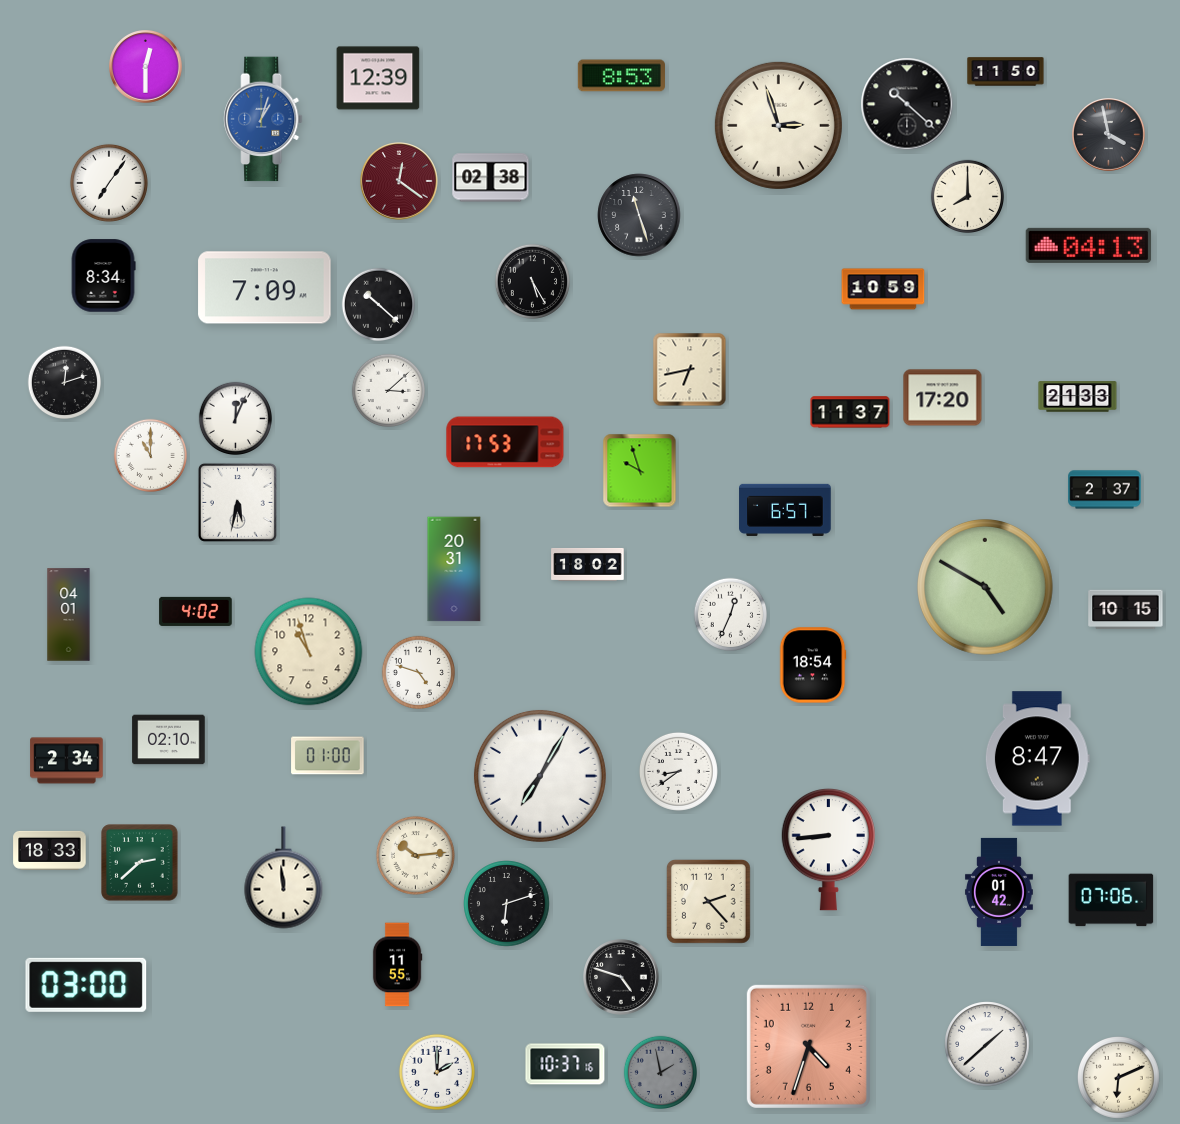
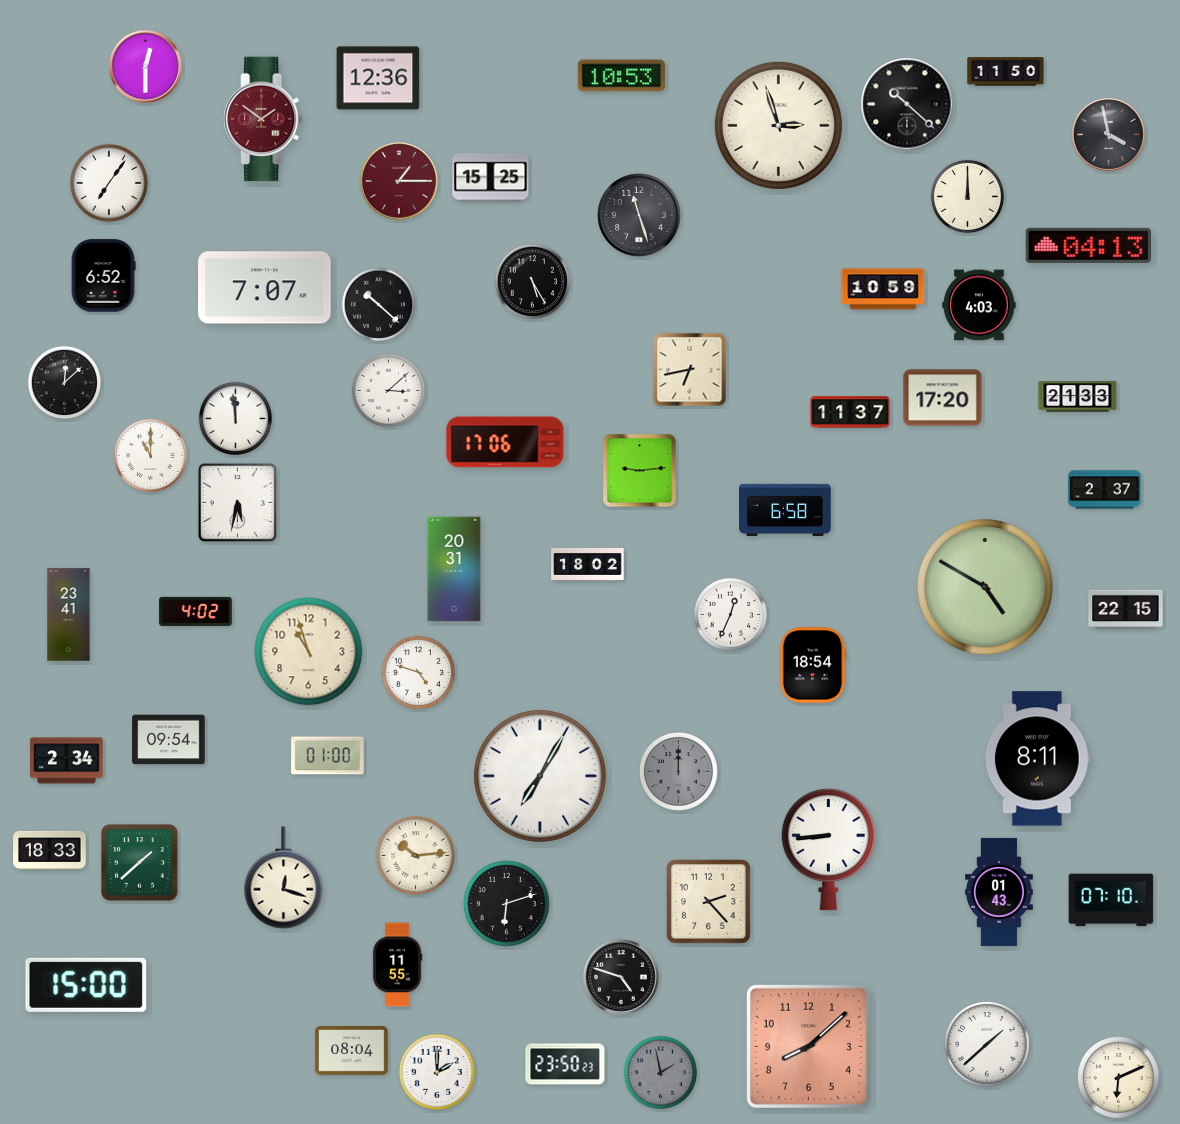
clock at (621, 76): 8:53 -> 10:53
clock at (378, 78): 12:39 -> 12:36
clock at (263, 119): 1:03 -> 1:51
clock at (263, 119) dial: blue -> burgundy
clock at (491, 178): 02:38 -> 15:25
clock at (399, 181): 12:21 -> 1:15
clock at (967, 196): 8:00 -> 12:00
clock at (103, 276): 8:34 -> 6:52
clock at (265, 288): 7:09 -> 7:07
clock at (979, 305): none -> 4:03
clock at (64, 382): 12:12 -> 12:08
clock at (235, 418): 12:04 -> 11:59
clock at (505, 442): 17:53 -> 17:06
clock at (640, 471): 9:57 -> 9:14
clock at (785, 510): 6:57 -> 6:58
clock at (1126, 610): 10:15 -> 22:15
clock at (69, 615): 04:01 -> 23:41
clock at (169, 740): 02:10 -> 09:54
clock at (1037, 759): 8:47 -> 8:11
clock at (678, 771): 8:39 -> 12:00
clock at (678, 771) dial: white -> grey
clock at (140, 863): 2:38 -> 1:38
clock at (284, 878): 11:59 -> 12:18
clock at (999, 892): 01:42 -> 01:43
clock at (1111, 900): 07:06 -> 07:10
clock at (86, 985): 03:00 -> 15:00
clock at (808, 1046): 4:33 -> 8:08
clock at (352, 1051): none -> 08:04
clock at (565, 1064): 10:37 -> 23:50
